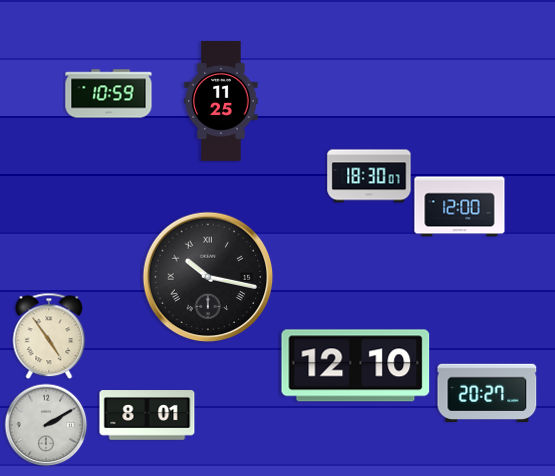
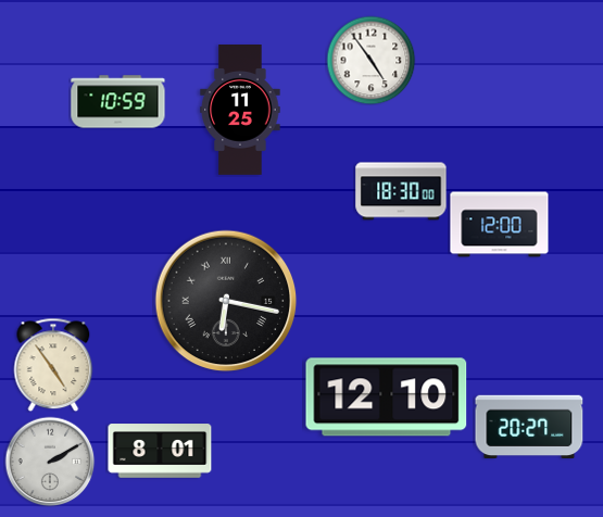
clock at (370, 60): none -> 4:54
clock at (369, 176): 18:30:07 -> 18:30:00
clock at (208, 277): 10:17 -> 6:17
